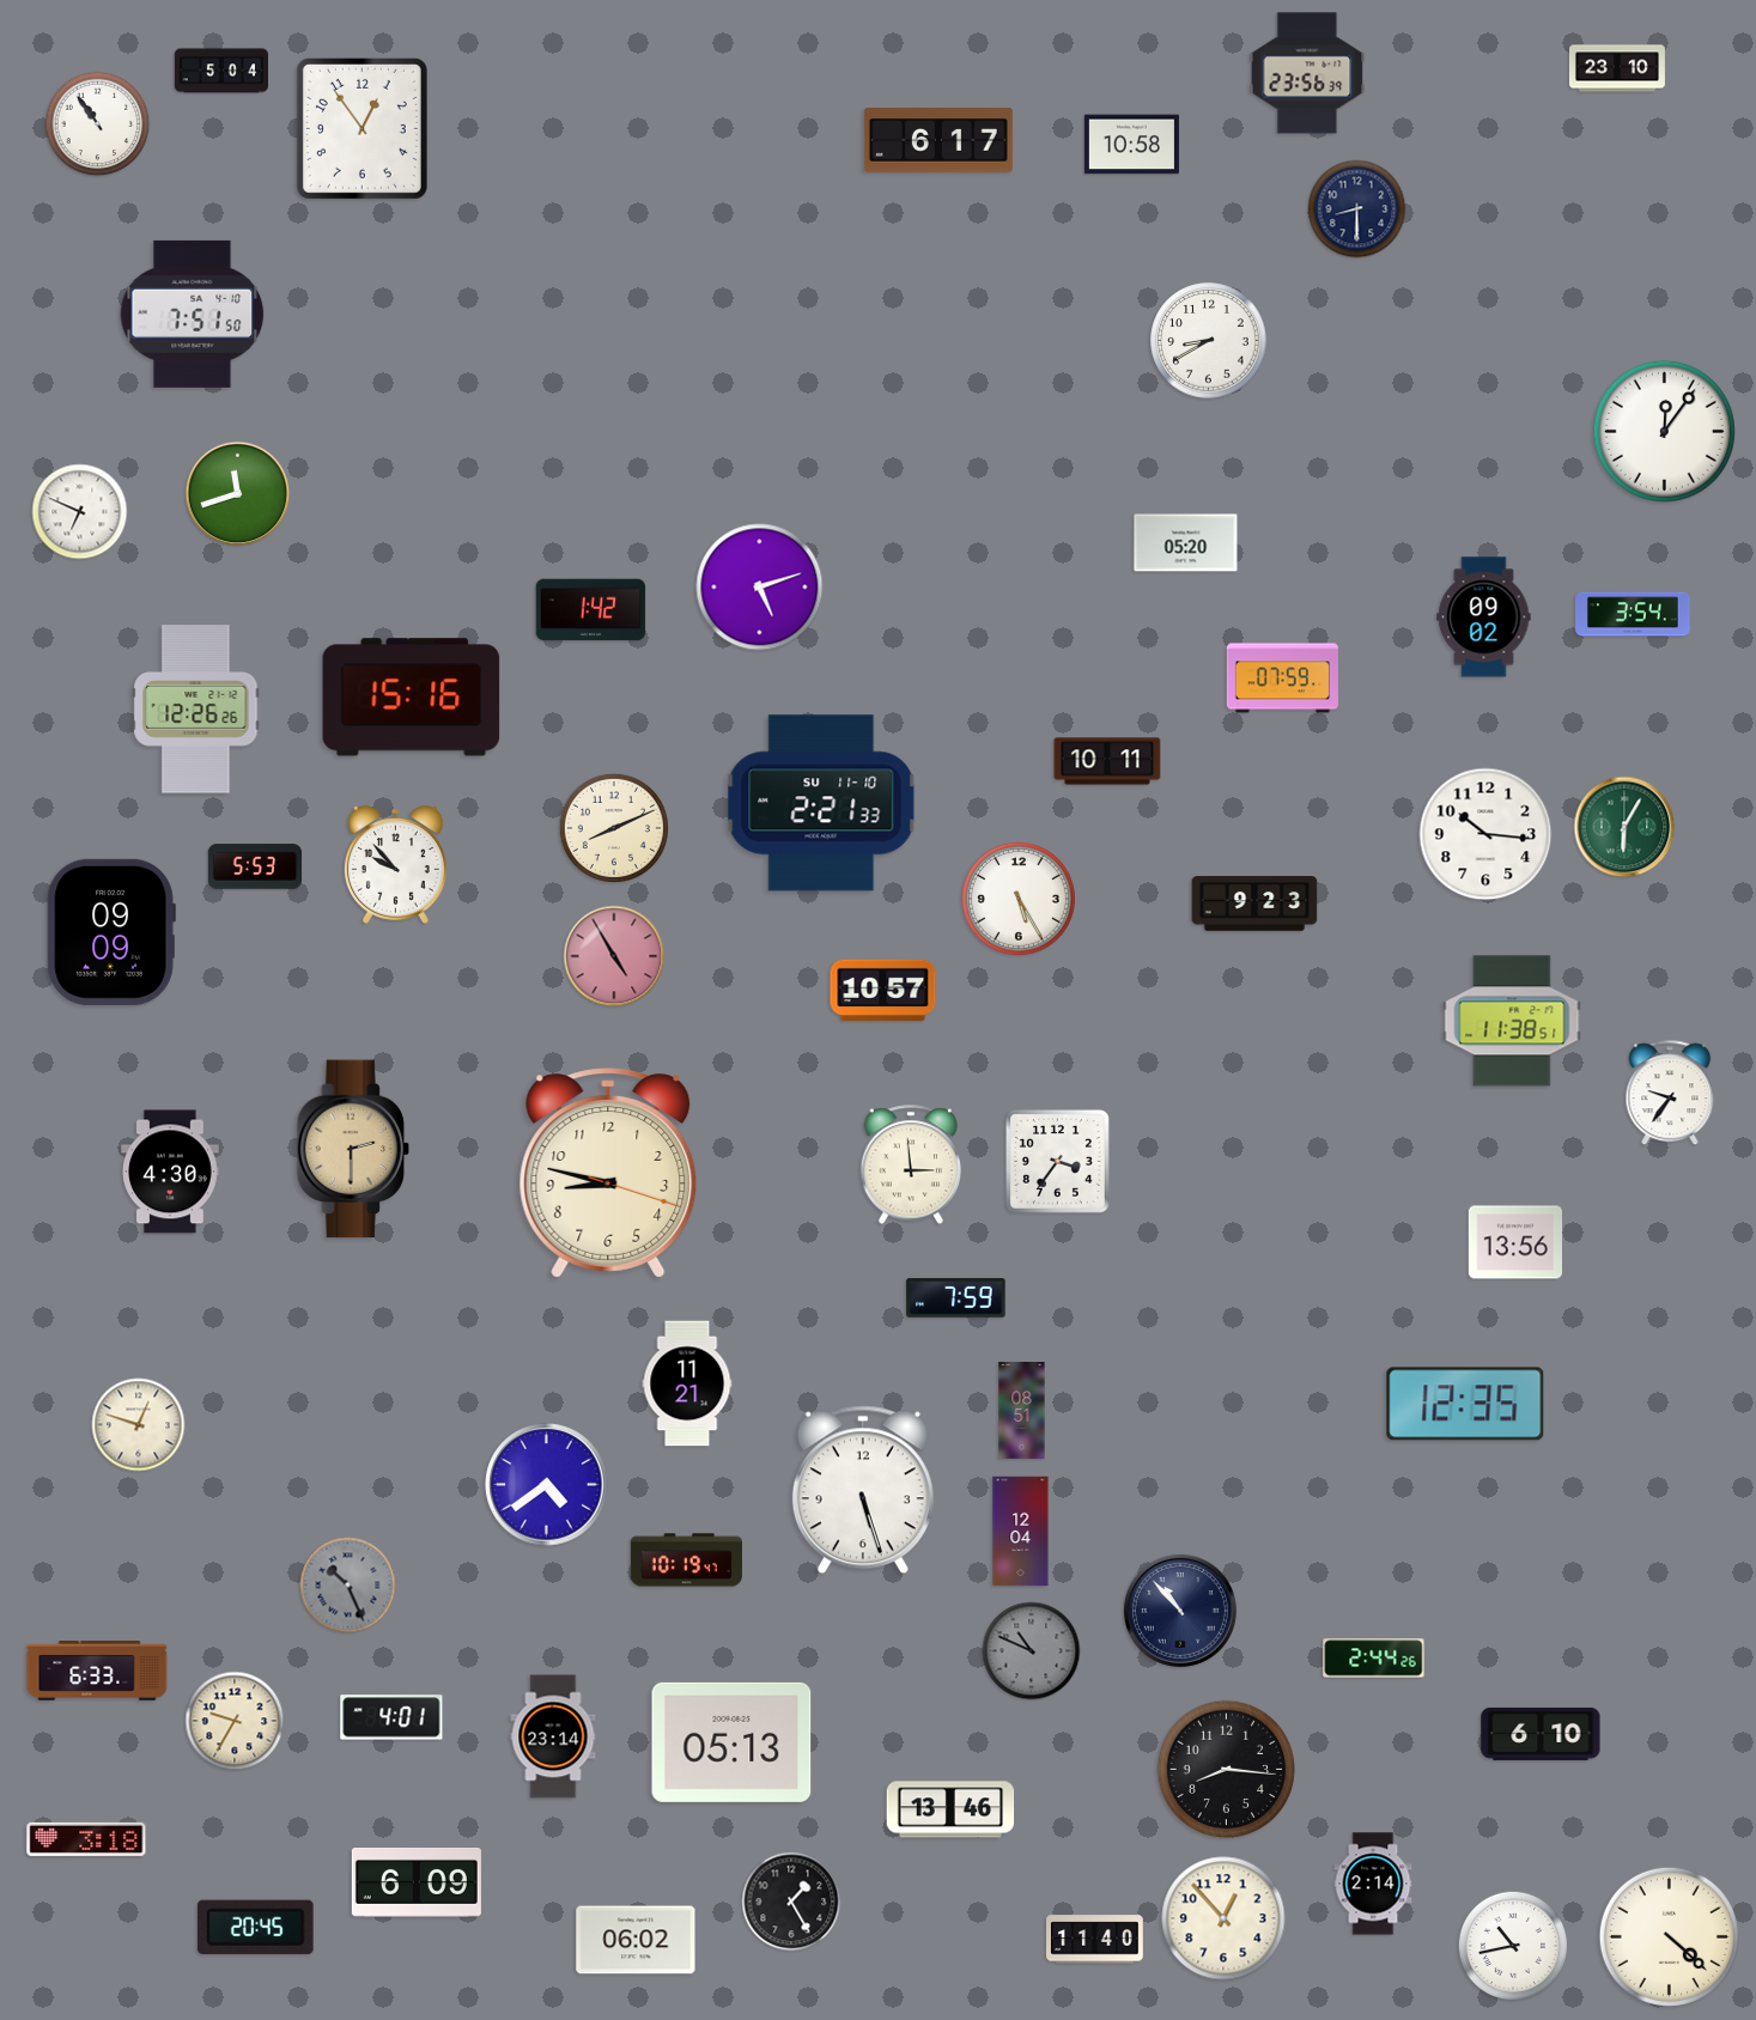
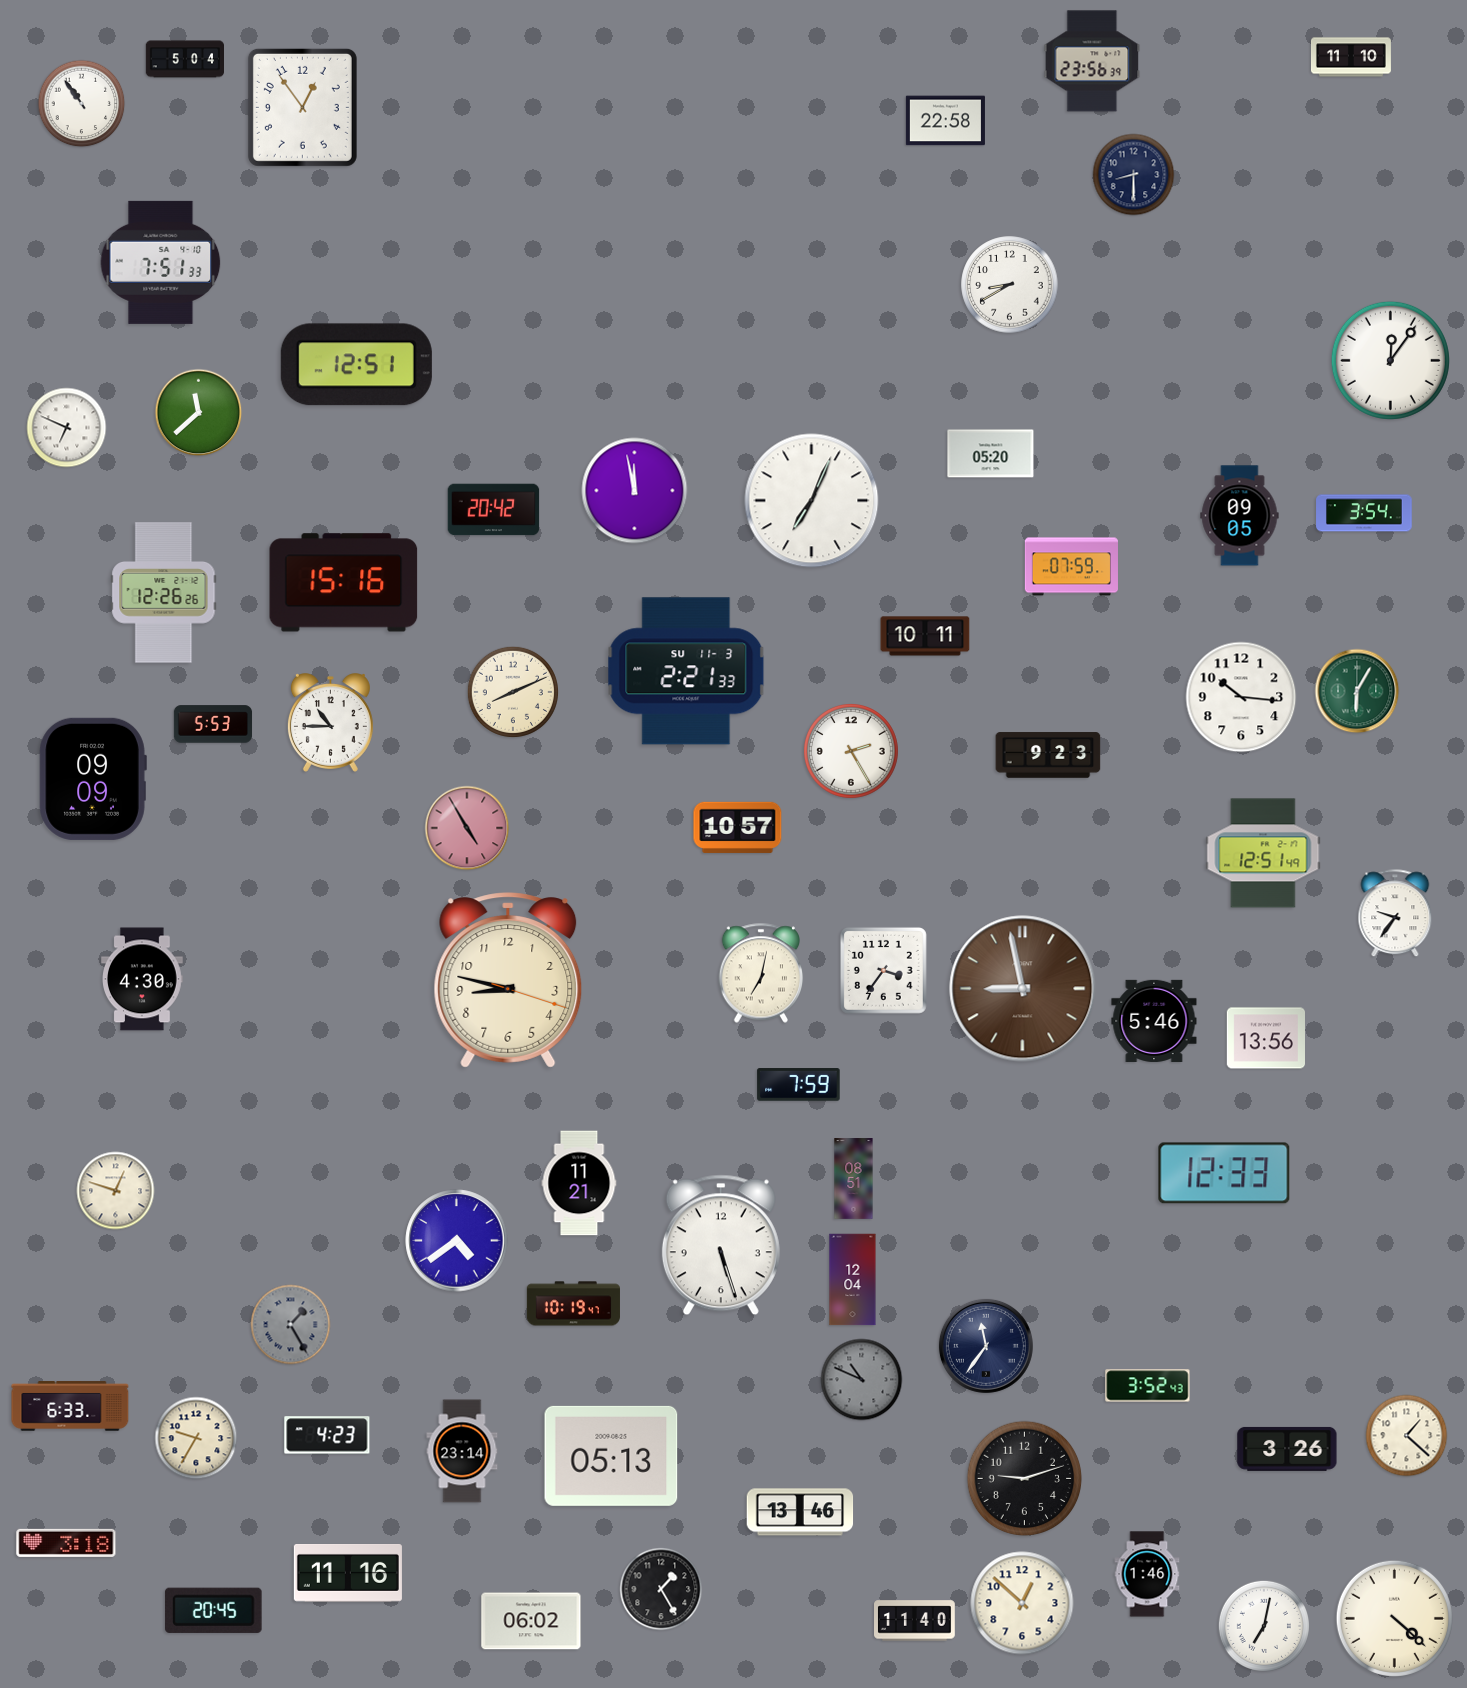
clock at (1617, 68): 23:10 -> 11:10
clock at (938, 140): 6:17 -> none
clock at (1131, 145): 10:58 -> 22:58
clock at (193, 314): 7:51:50 -> 7:51:33
clock at (356, 365): none -> 12:51
clock at (238, 494): 11:42 -> 11:38
clock at (760, 588): 5:12 -> 11:58
clock at (812, 501): none -> 7:04
clock at (591, 610): 1:42 -> 20:42
clock at (1484, 617): 09:02 -> 09:05
clock at (821, 803) date: SU 11-10 -> SU 11-3
clock at (395, 865): 9:53 -> 10:45
clock at (1019, 899): 5:25 -> 2:25
clock at (614, 956) position: (614, 956) -> (467, 828)
clock at (1512, 1021): 11:38 -> 12:51
clock at (353, 1149): 2:30 -> none
clock at (911, 1164): 2:59 -> 7:02
clock at (1023, 989): none -> 8:58
clock at (1154, 1021): none -> 5:46
clock at (687, 1383) position: (687, 1383) -> (579, 1183)
clock at (1465, 1404): 12:35 -> 12:33
clock at (348, 1586): 10:26 -> 1:25
clock at (1180, 1611): 10:53 -> 11:36
clock at (1374, 1659): 2:44 -> 3:52
clock at (97, 1671) position: (97, 1671) -> (70, 1406)
clock at (391, 1717): 4:01 -> 4:23
clock at (1407, 1436): none -> 1:22
clock at (1541, 1734): 6:10 -> 3:26
clock at (1227, 1770): 8:16 -> 9:12
clock at (950, 1809) position: (950, 1809) -> (800, 1512)
clock at (86, 1839) position: (86, 1839) -> (66, 1543)
clock at (417, 1884): 6:09 -> 11:16
clock at (1373, 1884): 2:14 -> 1:46
clock at (1223, 1918): 12:53 -> 12:52
clock at (1513, 1946): 10:43 -> 7:02
